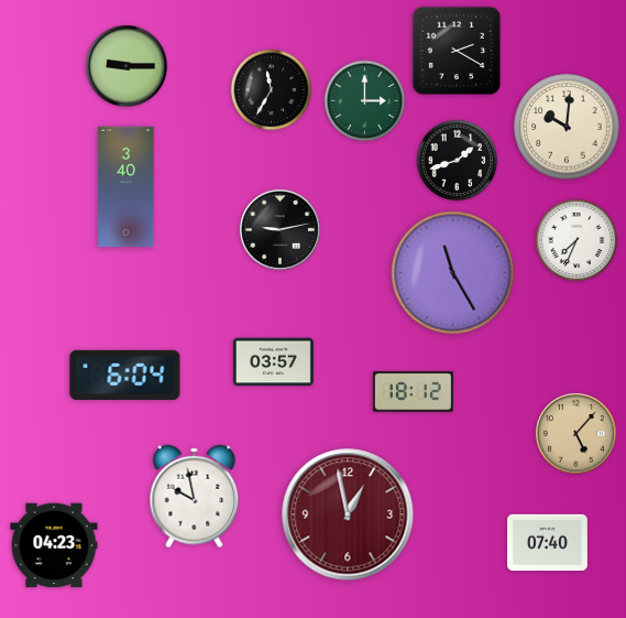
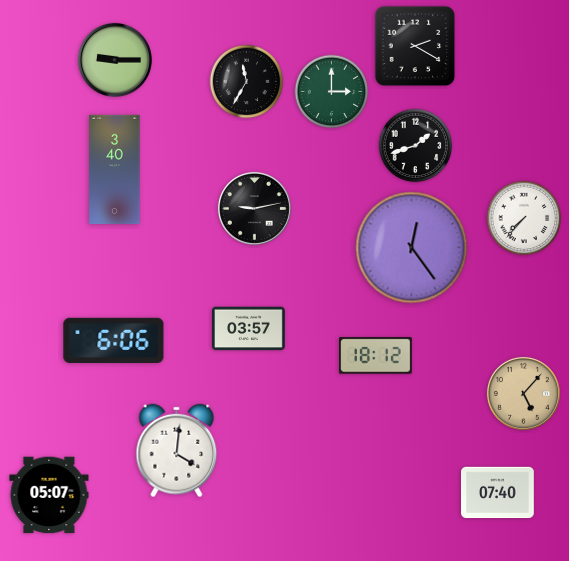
clock at (567, 127): 10:01 -> none
clock at (576, 240): 7:34 -> 7:37
clock at (453, 273): 11:25 -> 12:24
clock at (125, 375): 6:04 -> 6:06
clock at (195, 497): 9:58 -> 4:01
clock at (348, 514): 12:58 -> none
clock at (54, 545): 04:23 -> 05:07
